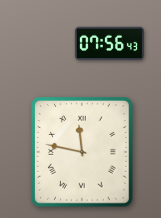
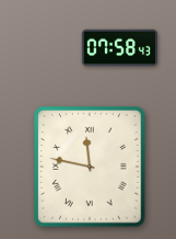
clock at (109, 44): 07:56 -> 07:58
